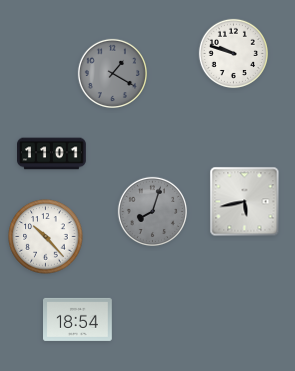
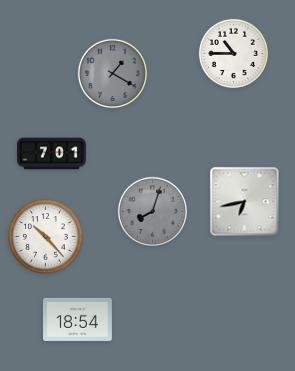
clock at (233, 53): 9:48 -> 10:45
clock at (52, 154): 11:01 -> 7:01
clock at (245, 202): 5:43 -> 6:43
